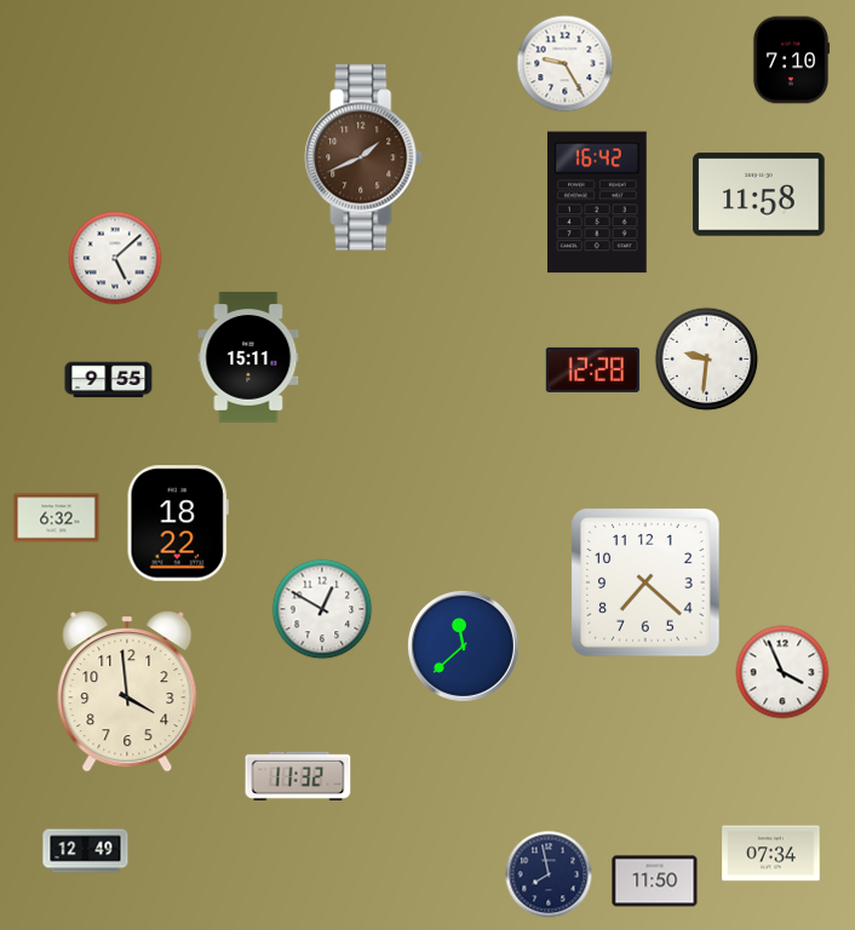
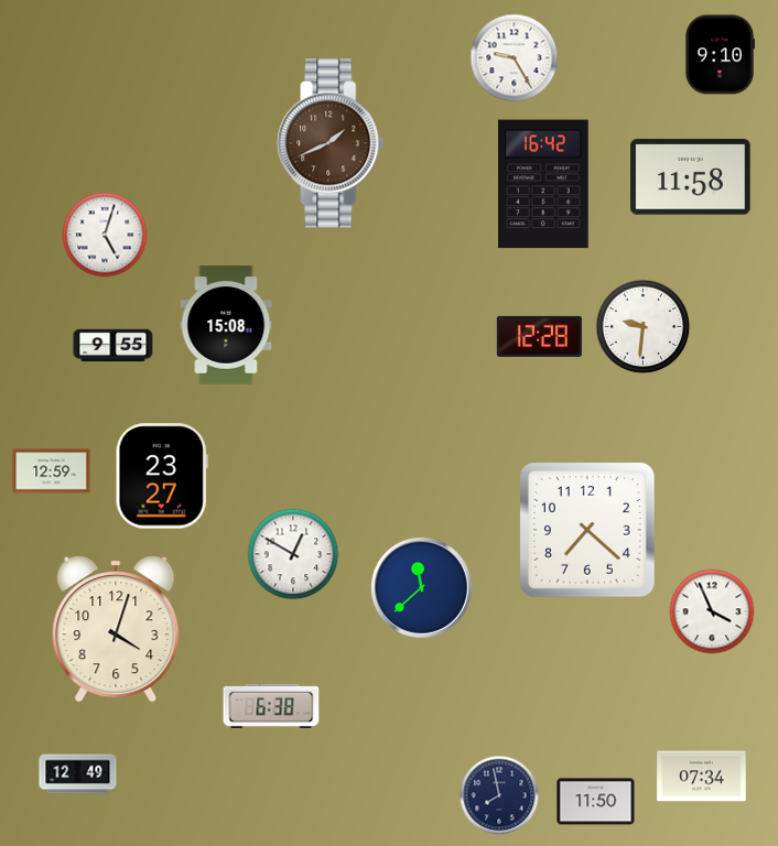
clock at (791, 61): 7:10 -> 9:10
clock at (115, 258): 5:08 -> 5:03
clock at (248, 357): 15:11 -> 15:08
clock at (109, 380) position: (109, 380) -> (114, 346)
clock at (57, 518): 6:32 -> 12:59
clock at (178, 523): 18:22 -> 23:27
clock at (127, 693): 3:59 -> 4:03
clock at (298, 776): 11:32 -> 6:38
